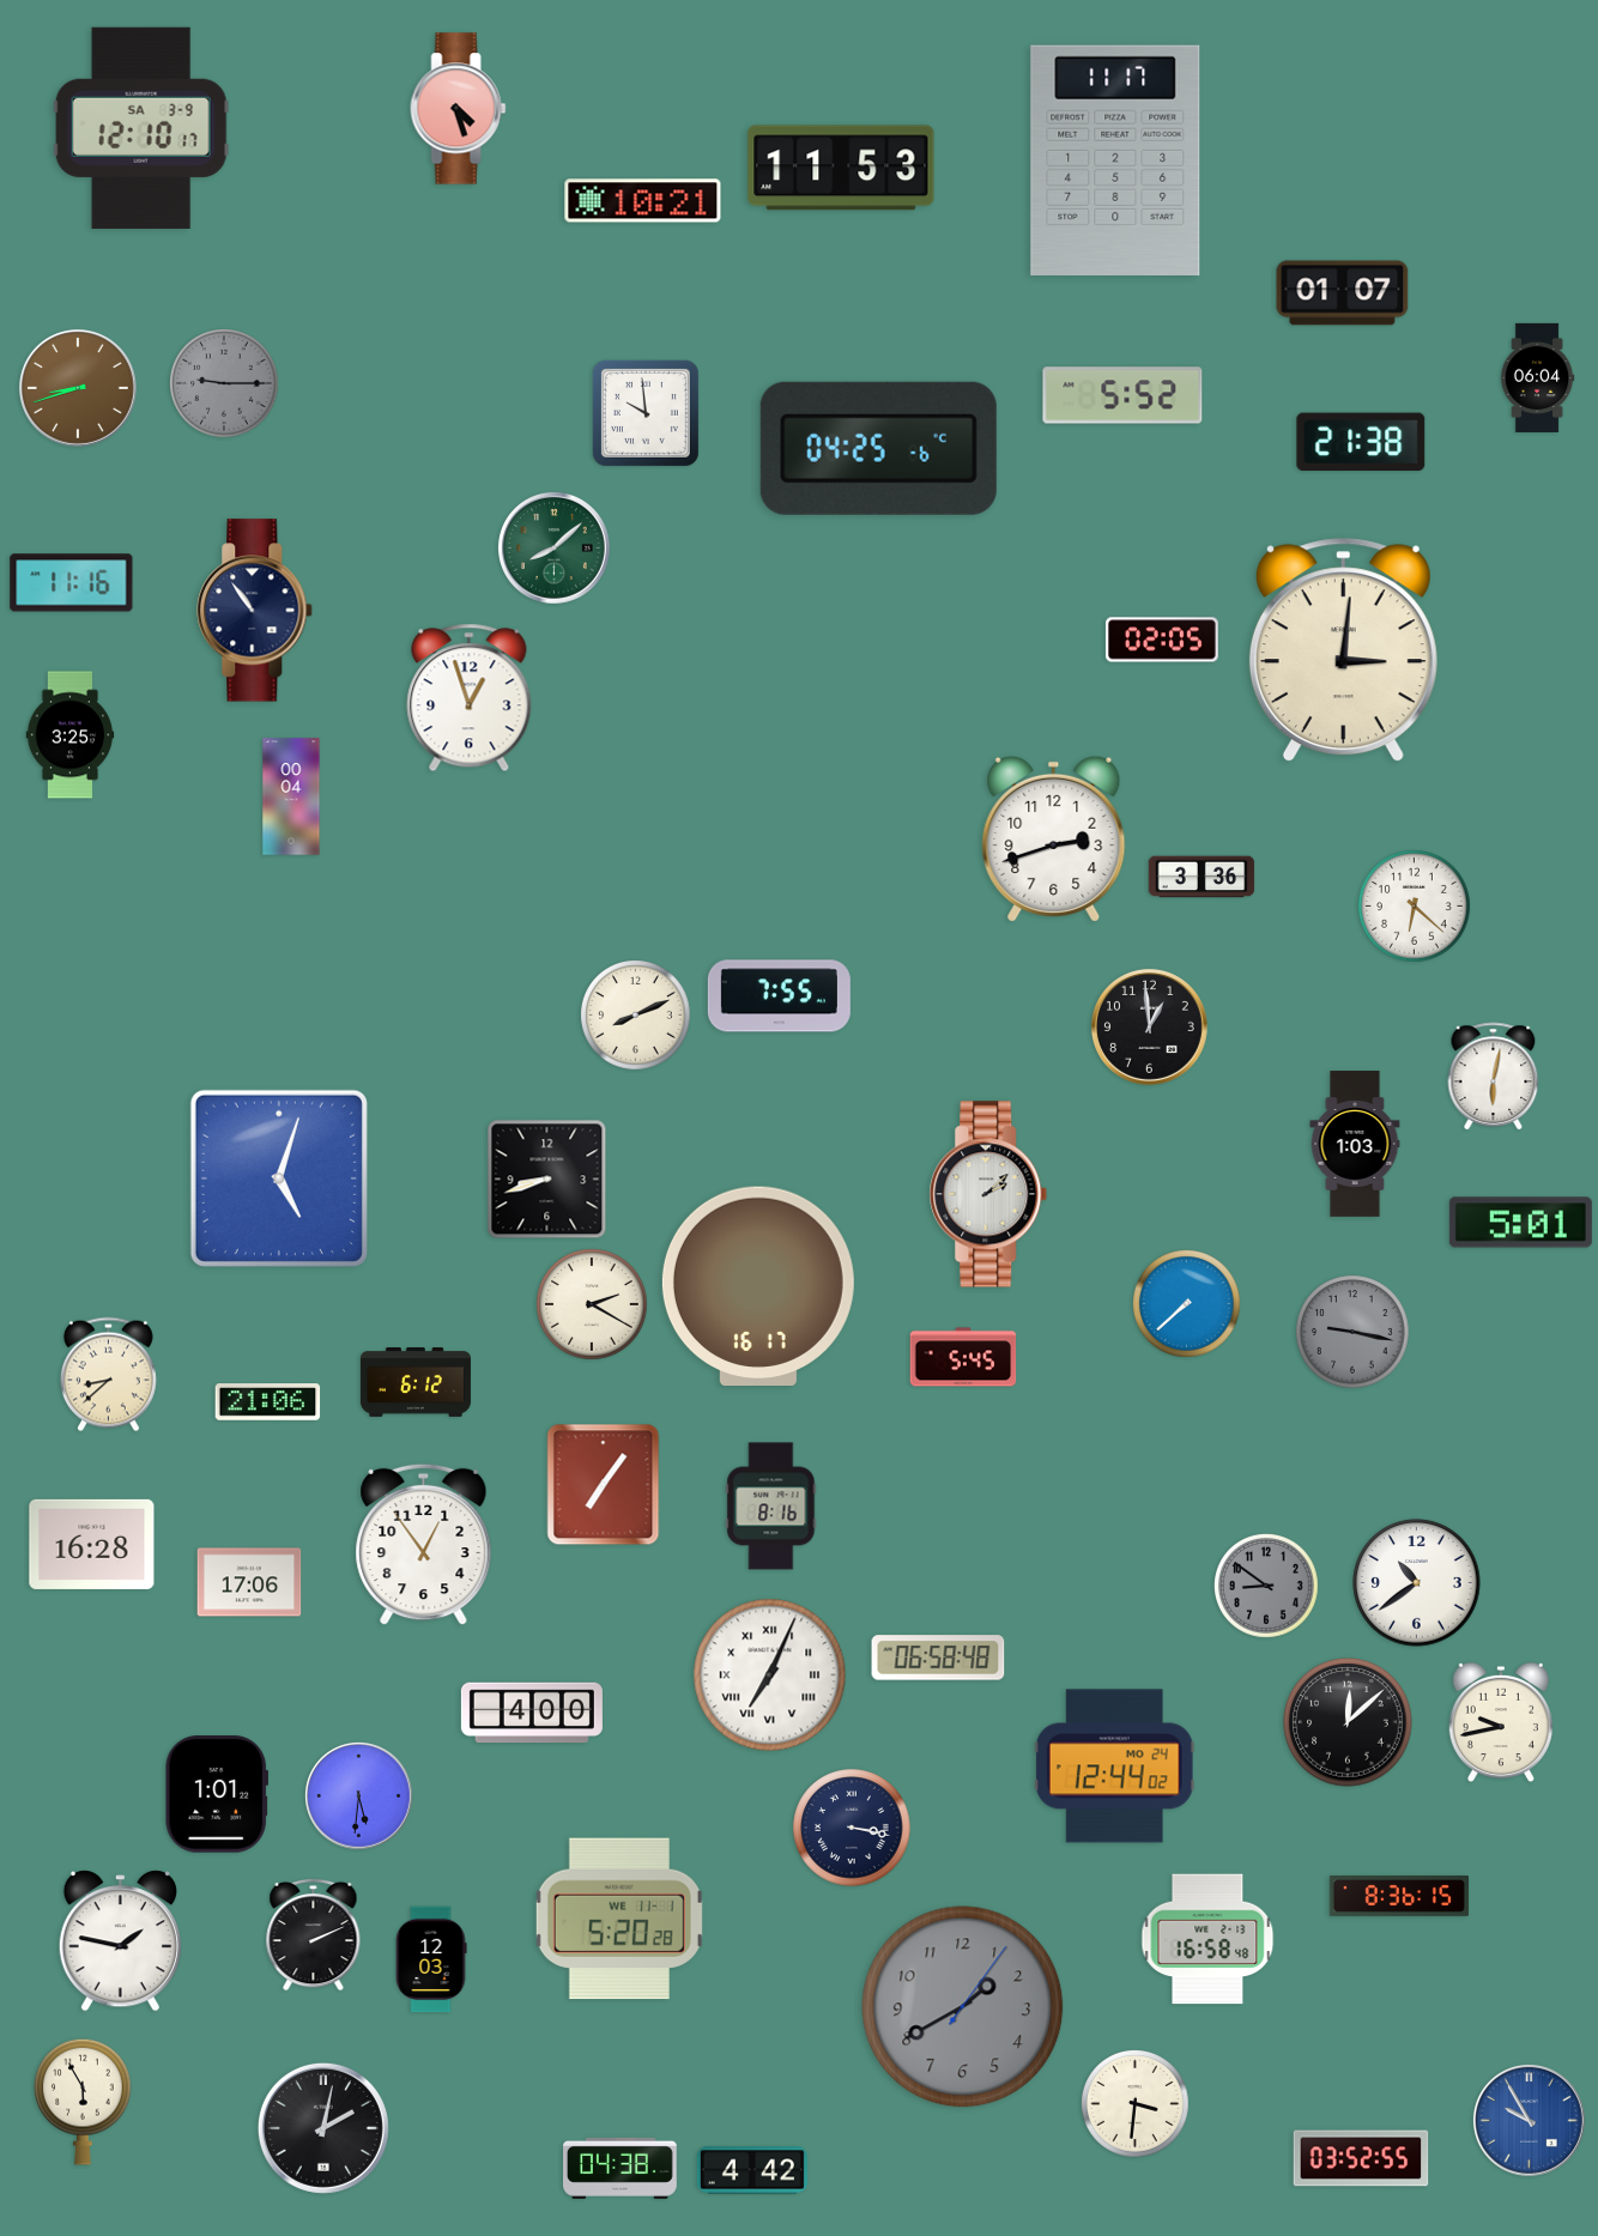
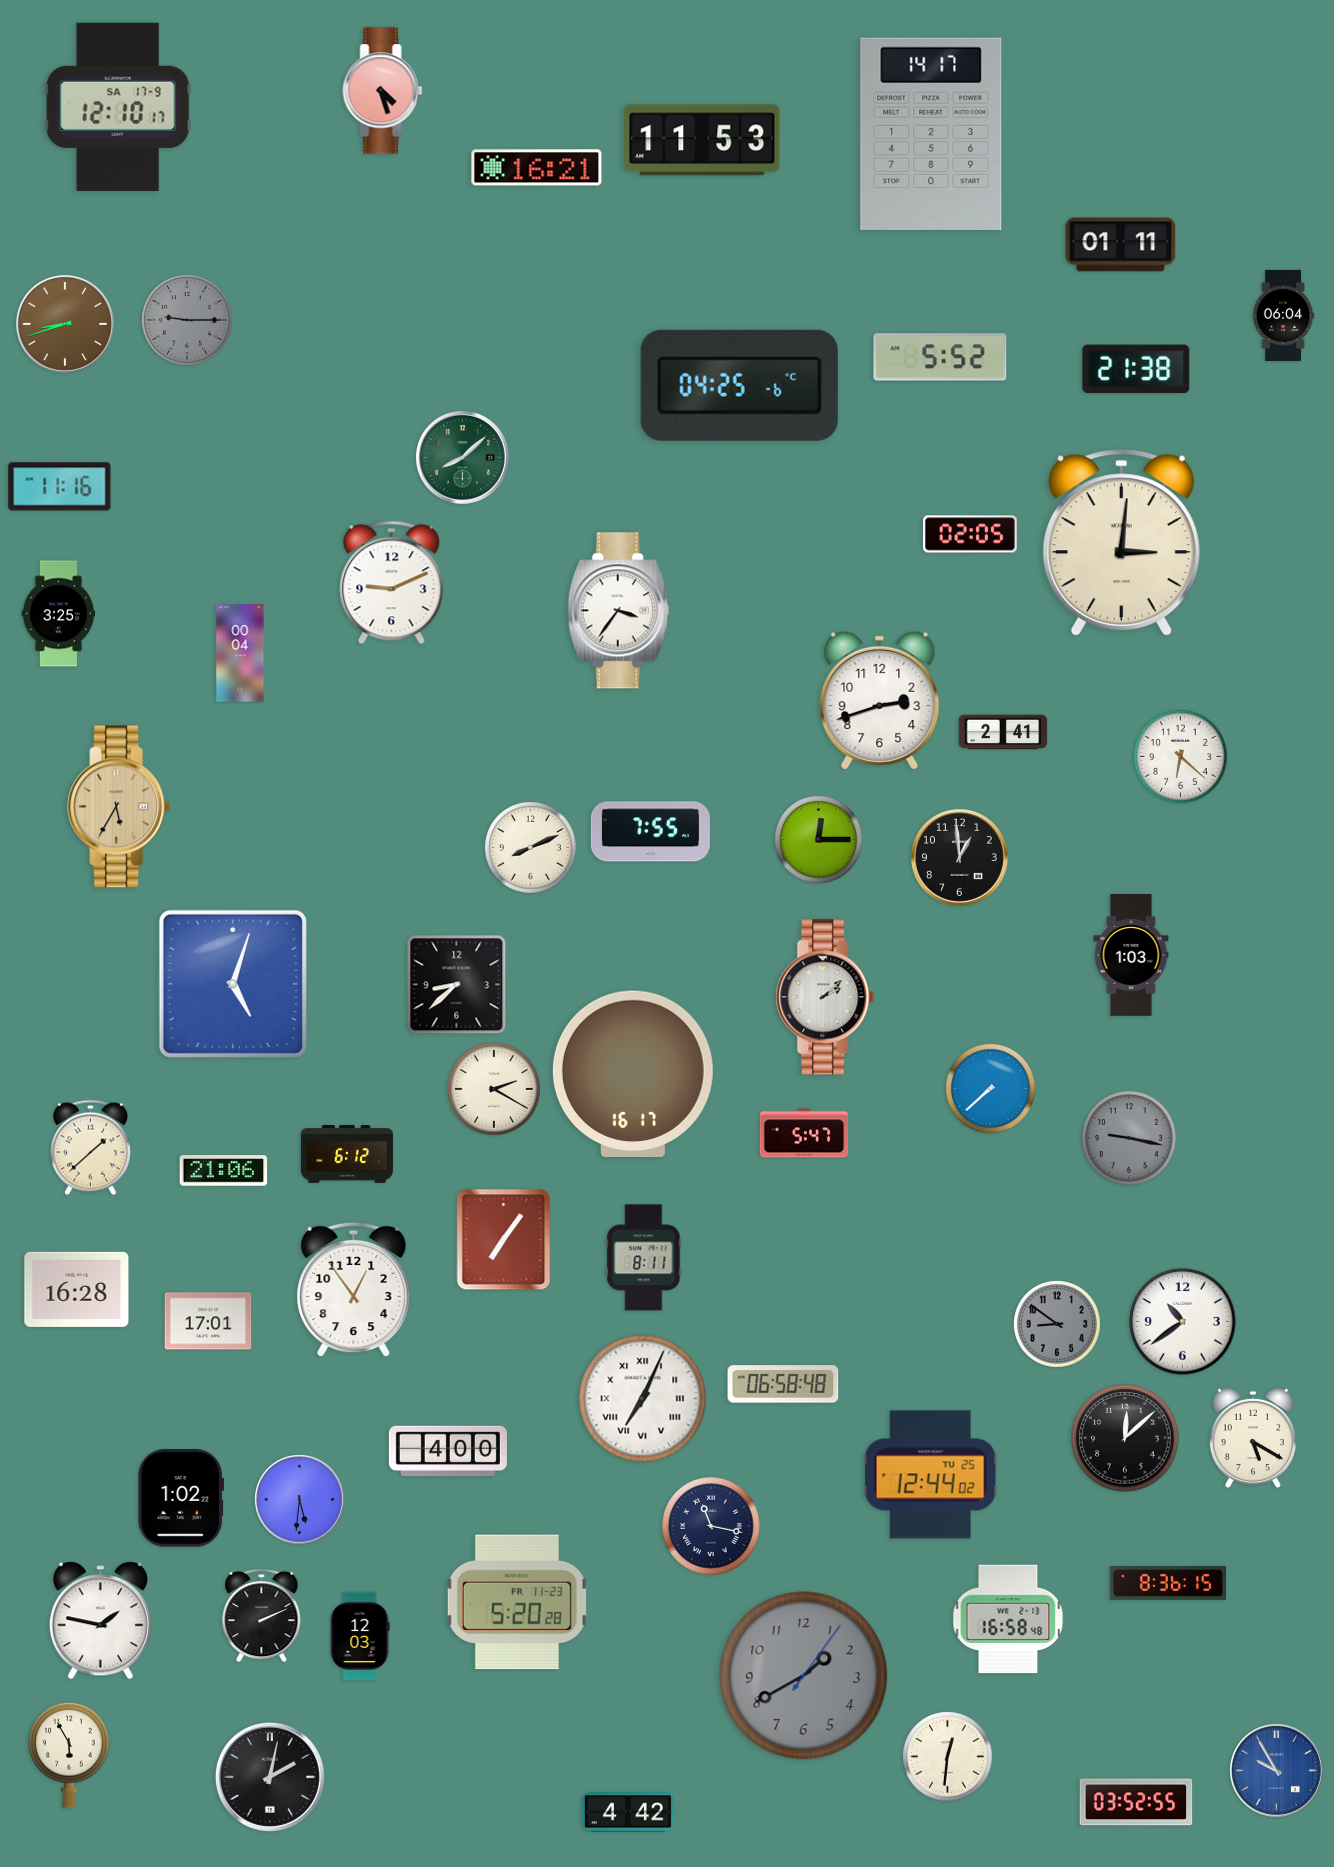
clock at (141, 128) date: SA 3-9 -> SA 17-9
clock at (1115, 159): 11:17 -> 14:17
clock at (643, 201): 10:21 -> 16:21
clock at (1343, 293): 01:07 -> 01:11
clock at (1122, 395) position: (1122, 395) -> (940, 357)
clock at (646, 413): 9:59 -> none
clock at (878, 448) position: (878, 448) -> (739, 385)
clock at (255, 611): 10:54 -> none
clock at (470, 698): 12:57 -> 9:11
clock at (619, 611): none -> 3:36
clock at (291, 796) position: (291, 796) -> (240, 653)
clock at (1201, 877): 3:36 -> 2:41
clock at (119, 807): none -> 5:35
clock at (819, 840): none -> 12:15
clock at (1494, 1077): 6:02 -> none
clock at (547, 1180): 8:42 -> 8:38
clock at (1520, 1223): 5:01 -> none
clock at (1352, 1332) position: (1352, 1332) -> (1129, 1138)
clock at (963, 1357): 5:45 -> 5:47
clock at (108, 1375): 8:38 -> 1:38
clock at (771, 1507): 8:16 -> 8:11
clock at (249, 1582): 17:06 -> 17:01
clock at (532, 1713) position: (532, 1713) -> (448, 1451)
clock at (1501, 1722): 9:43 -> 5:20
clock at (1114, 1767) date: MO 24 -> TU 25
clock at (216, 1794): 1:01 -> 1:02
clock at (852, 1828): 3:17 -> 11:17
clock at (619, 1919) date: WE 11-1 -> FR 11-23
clock at (1136, 2104): 3:31 -> 12:31
clock at (621, 2168): 04:38 -> none
